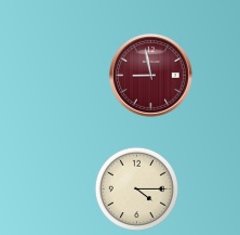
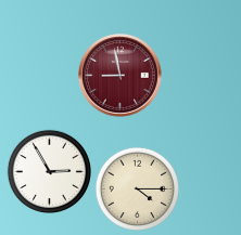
clock at (151, 76) position: (151, 76) -> (120, 76)
clock at (49, 171): none -> 2:55
